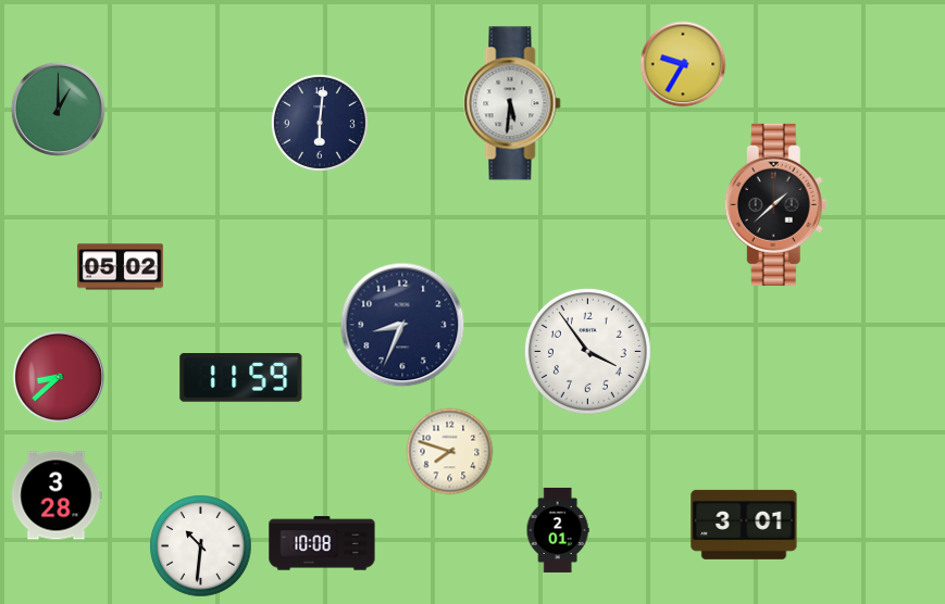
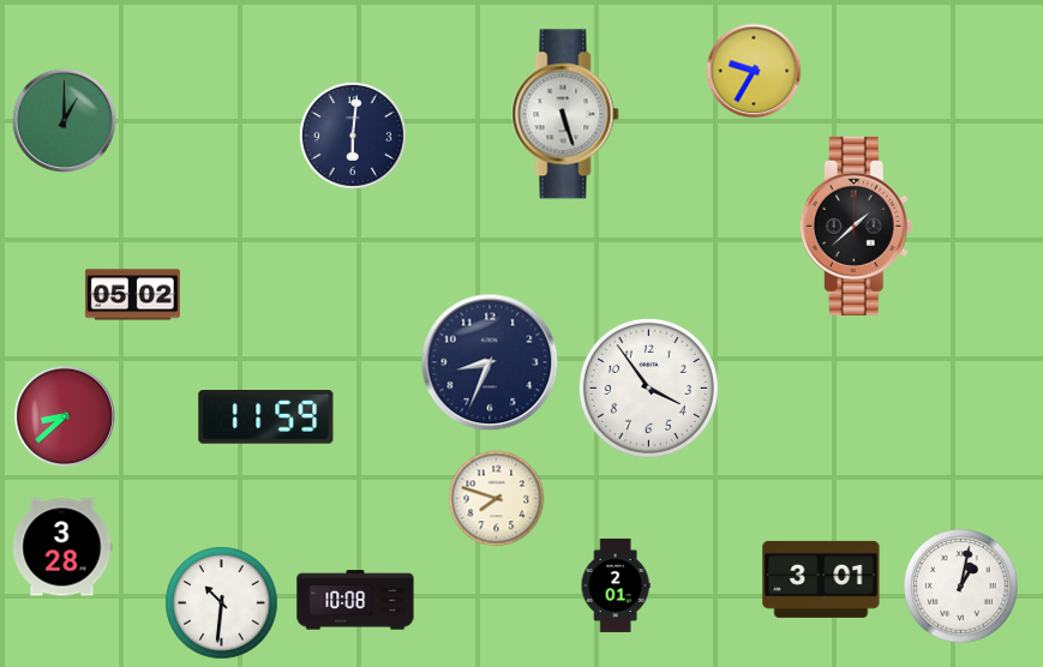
clock at (512, 103): 5:31 -> 5:27
clock at (402, 325) position: (402, 325) -> (490, 362)
clock at (961, 587): none -> 1:02
